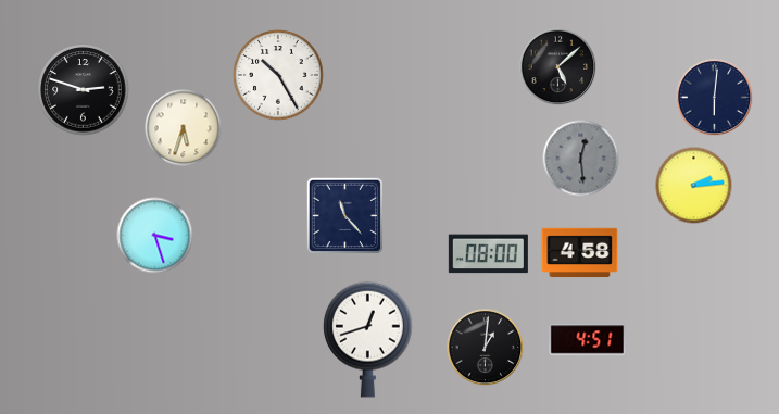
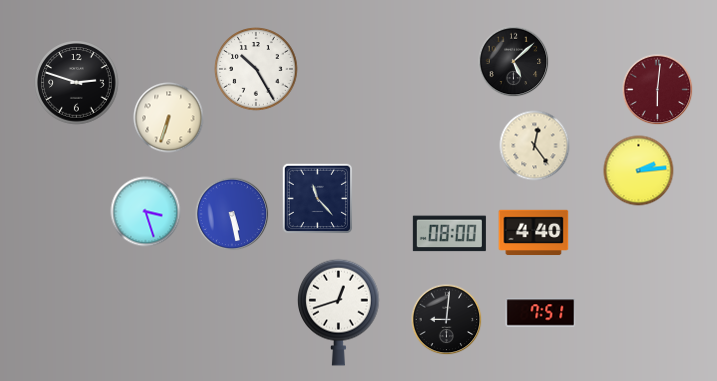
clock at (715, 98) dial: navy -> burgundy
clock at (184, 128): 5:33 -> 6:33
clock at (581, 159): 12:29 -> 12:24
clock at (581, 159) dial: grey -> cream
clock at (232, 214): none -> 5:28
clock at (155, 236) position: (155, 236) -> (146, 212)
clock at (580, 253): 4:58 -> 4:40
clock at (588, 340): 4:51 -> 7:51
clock at (486, 348): 1:01 -> 9:01
